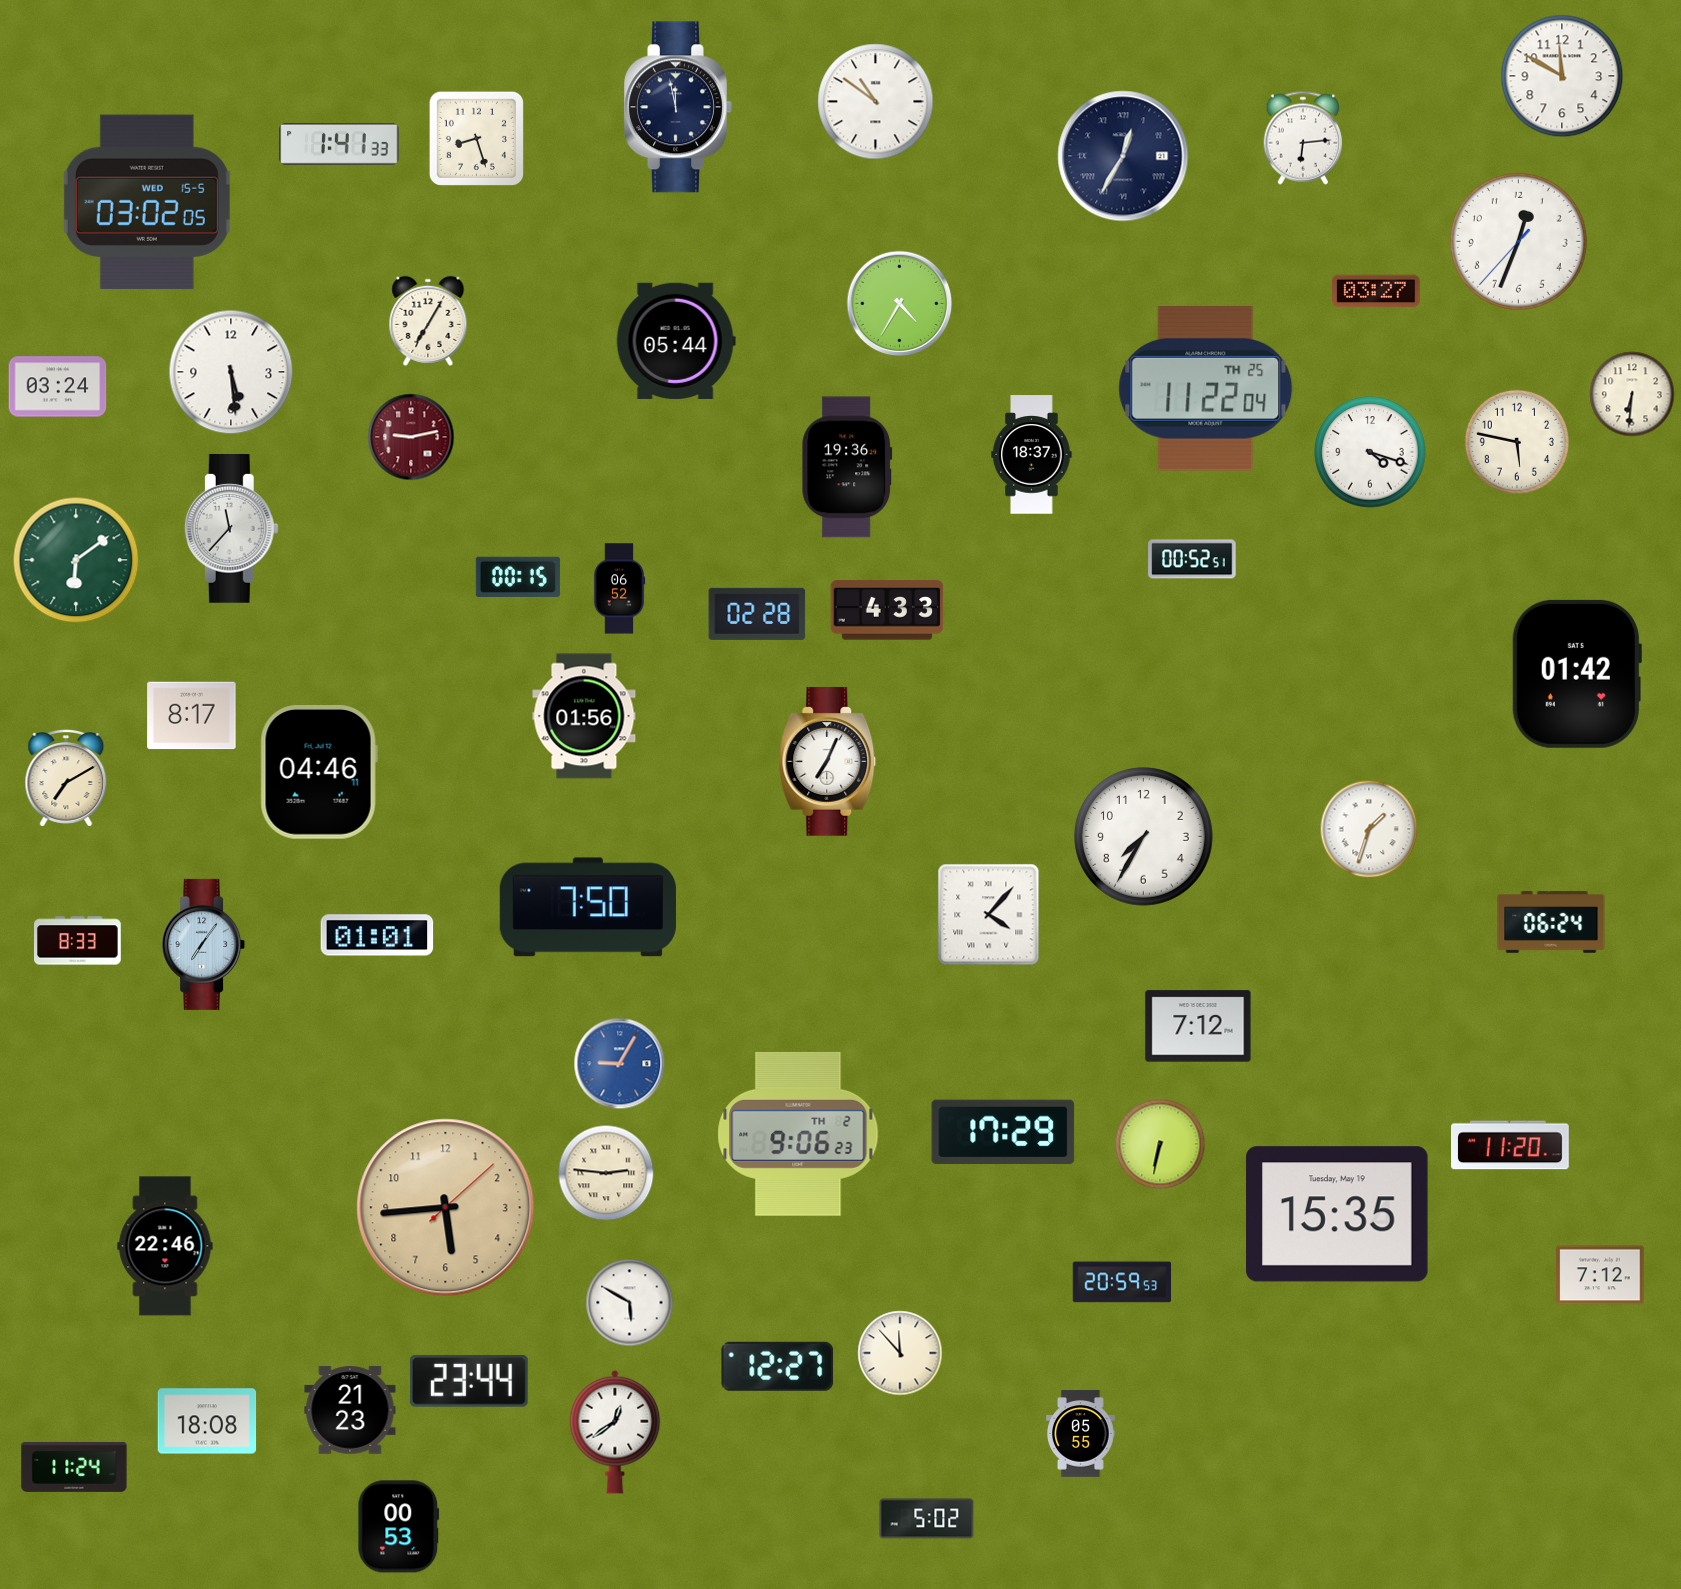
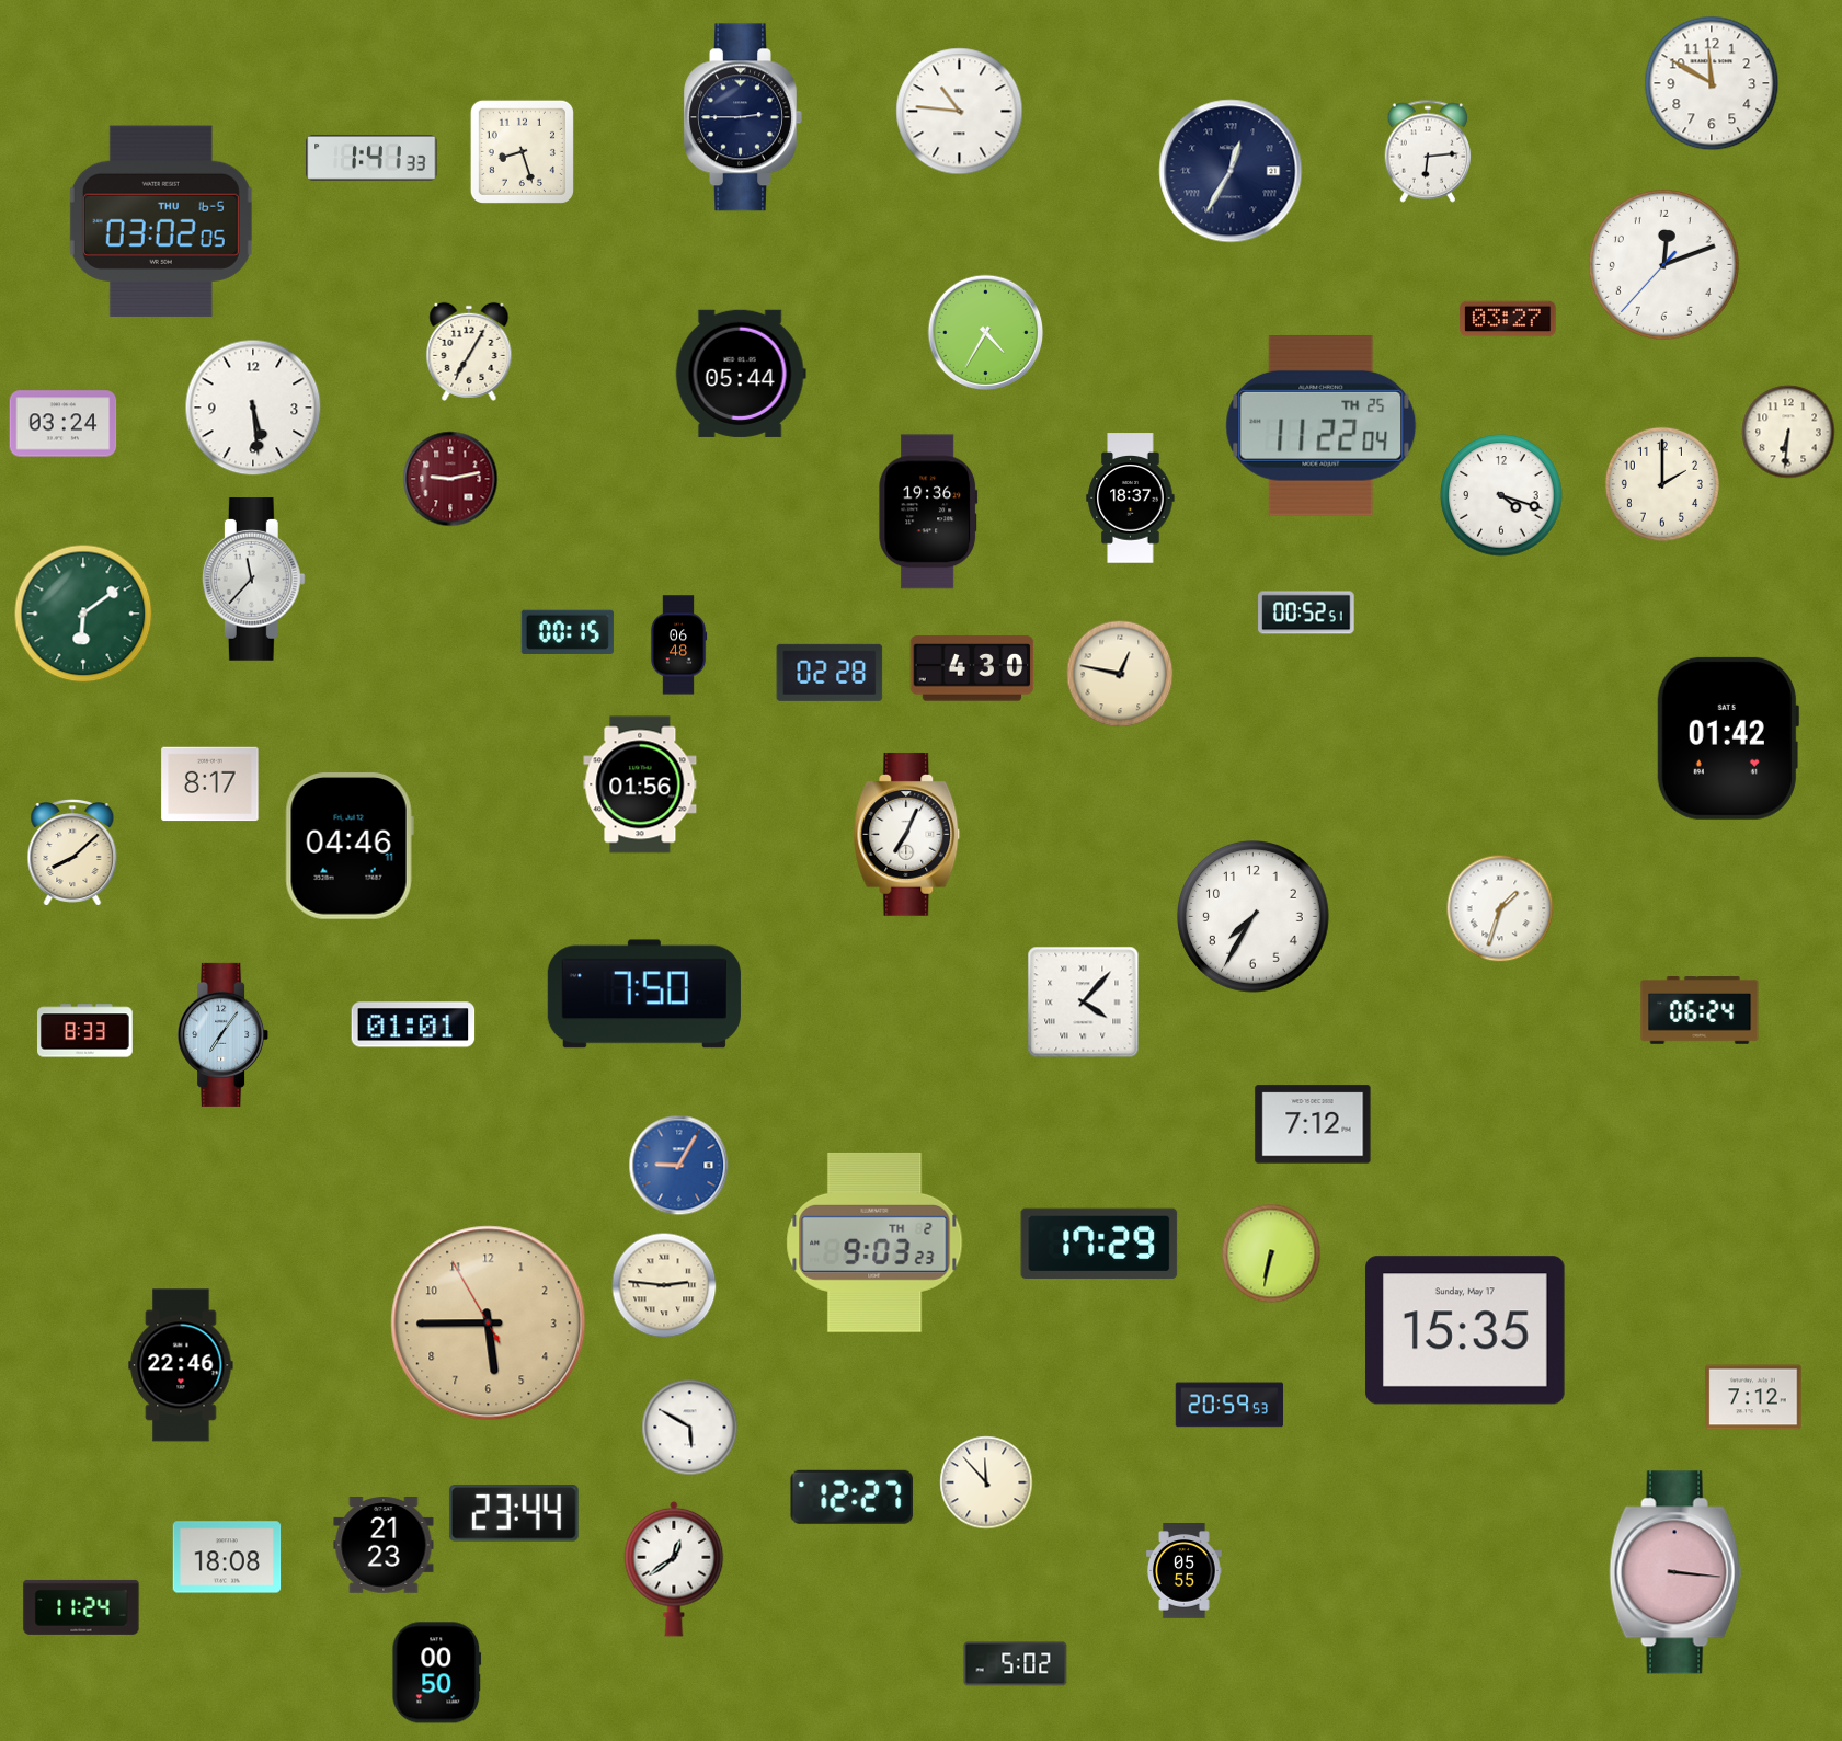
clock at (876, 102): 10:51 -> 10:46
clock at (678, 107): 11:58 -> 2:45
clock at (147, 201) date: WED 15-5 -> THU 16-5
clock at (1518, 241): 12:33 -> 12:11
clock at (1517, 442): 5:47 -> 2:00
clock at (619, 589): 06:52 -> 06:48
clock at (887, 610): 4:33 -> 4:30
clock at (1120, 674): none -> 12:47
clock at (66, 779): 7:10 -> 8:08
clock at (1003, 1132) position: (1003, 1132) -> (1099, 1244)
clock at (798, 1134): 9:06 -> 9:03
clock at (1511, 1145): 11:20 -> none
clock at (446, 1208): 5:44:08 -> 5:44:55
clock at (1337, 1214) date: Tuesday, May 19 -> Sunday, May 17
clock at (1675, 1572): none -> 3:16
clock at (399, 1527): 00:53 -> 00:50
